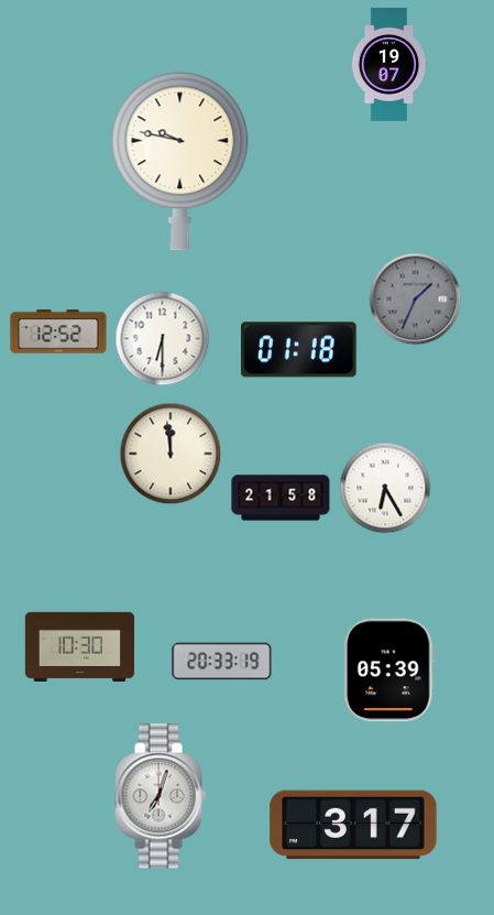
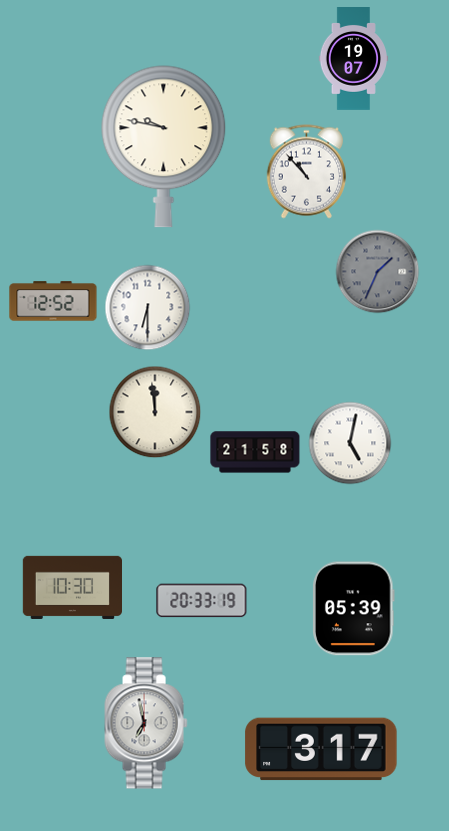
clock at (306, 172): none -> 10:53
clock at (299, 350): 01:18 -> none
clock at (385, 488): 6:25 -> 5:02
clock at (161, 796): 7:03 -> 6:58
